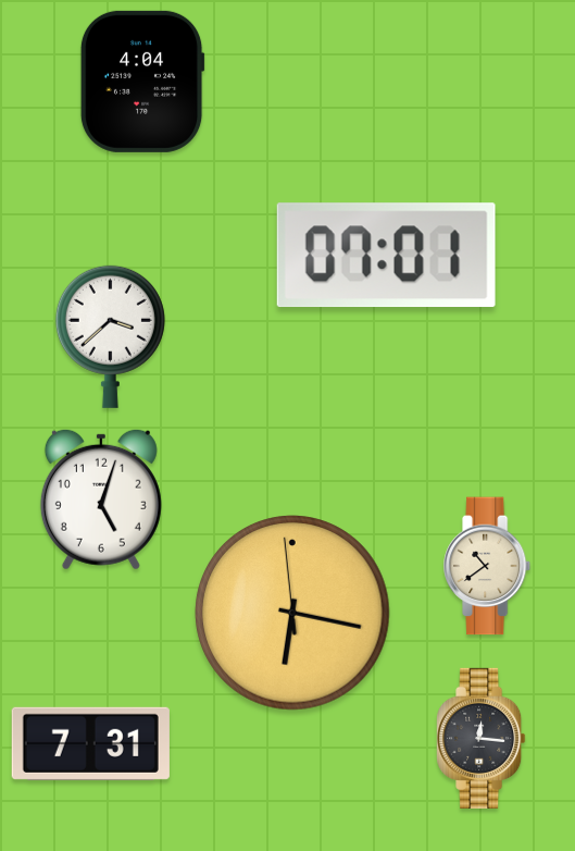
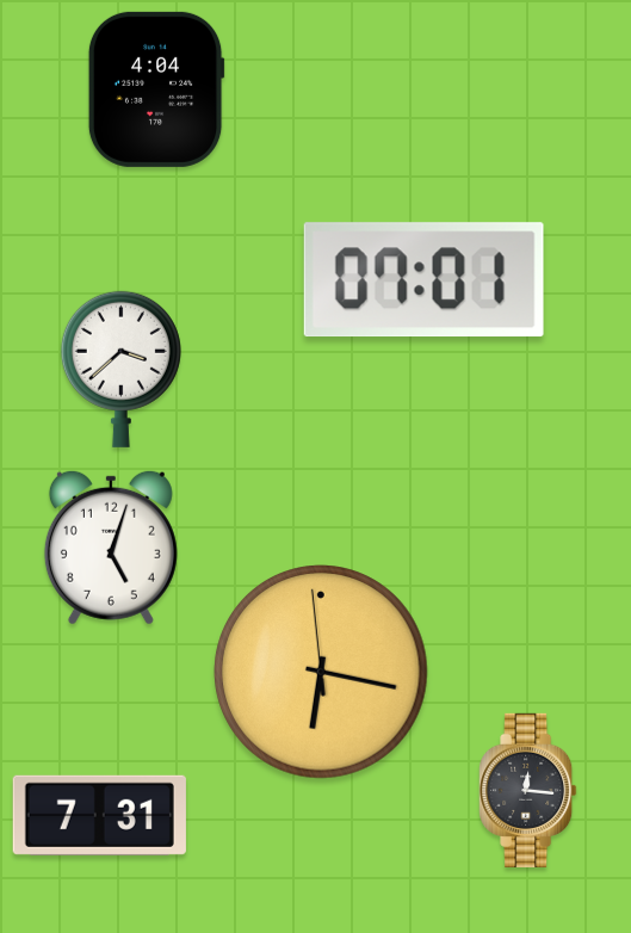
clock at (488, 566): 10:39 -> none
clock at (482, 738) position: (482, 738) -> (528, 790)
